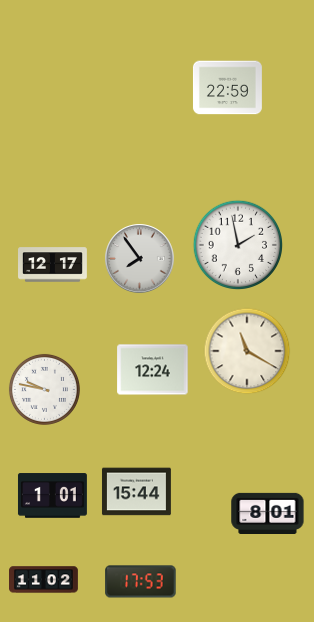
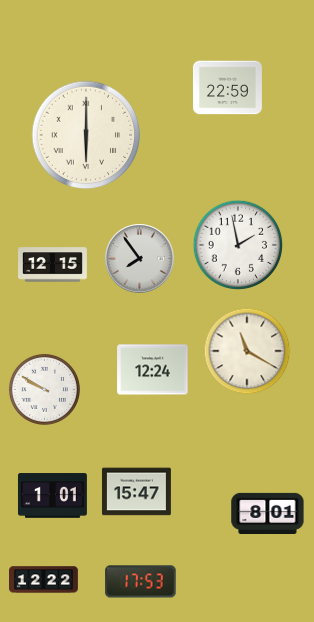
clock at (86, 135): none -> 6:00
clock at (53, 265): 12:17 -> 12:15
clock at (44, 389): 9:47 -> 9:50
clock at (136, 492): 15:44 -> 15:47
clock at (44, 580): 11:02 -> 12:22
